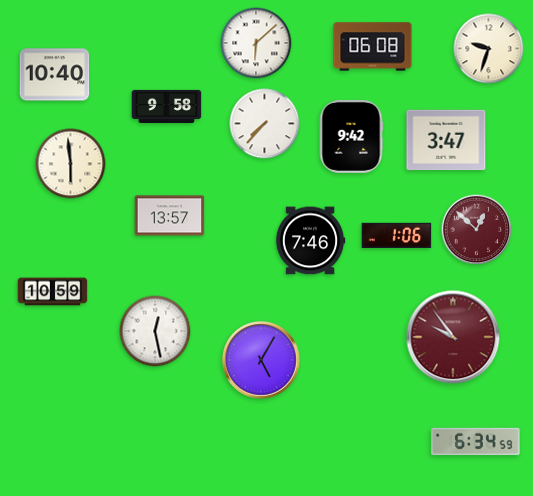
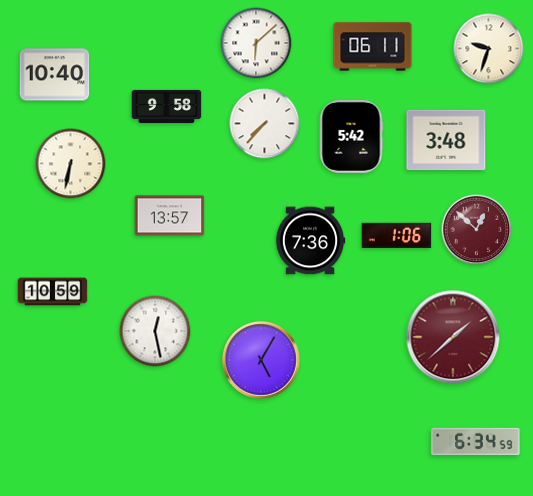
clock at (373, 47): 06:08 -> 06:11
clock at (351, 136): 9:42 -> 5:42
clock at (446, 140): 3:47 -> 3:48
clock at (71, 164): 5:59 -> 6:32
clock at (310, 241): 7:46 -> 7:36
clock at (453, 337): 9:54 -> 1:38
